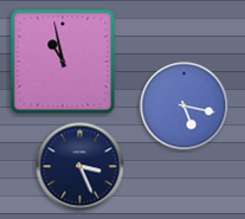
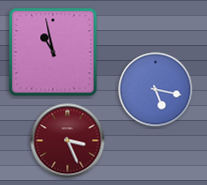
clock at (80, 167) dial: navy -> burgundy
